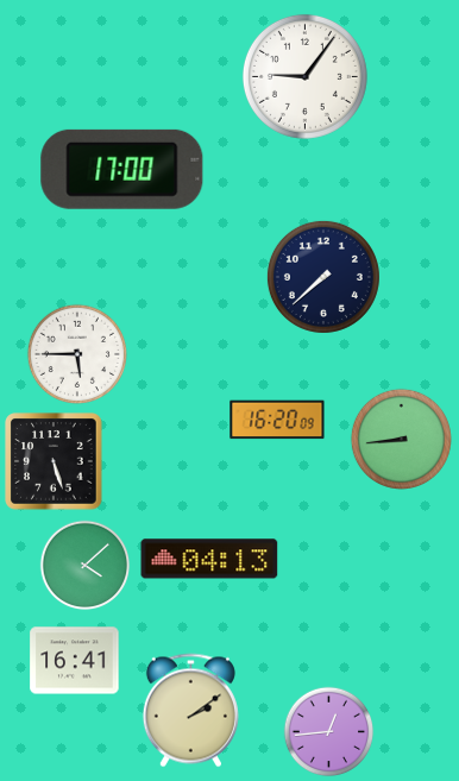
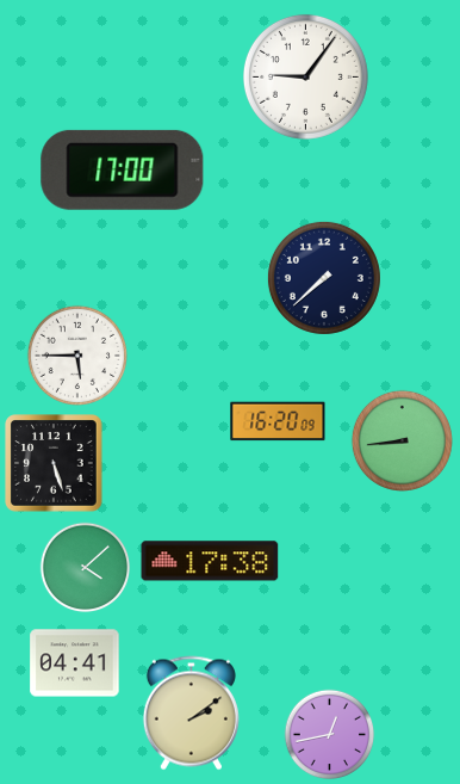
clock at (209, 559): 04:13 -> 17:38
clock at (75, 661): 16:41 -> 04:41
clock at (329, 732): 12:44 -> 12:43
